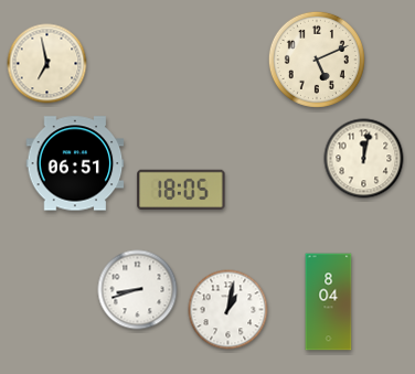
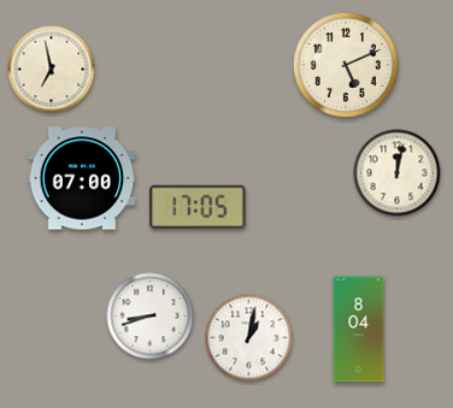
clock at (75, 163): 06:51 -> 07:00
clock at (181, 190): 18:05 -> 17:05
